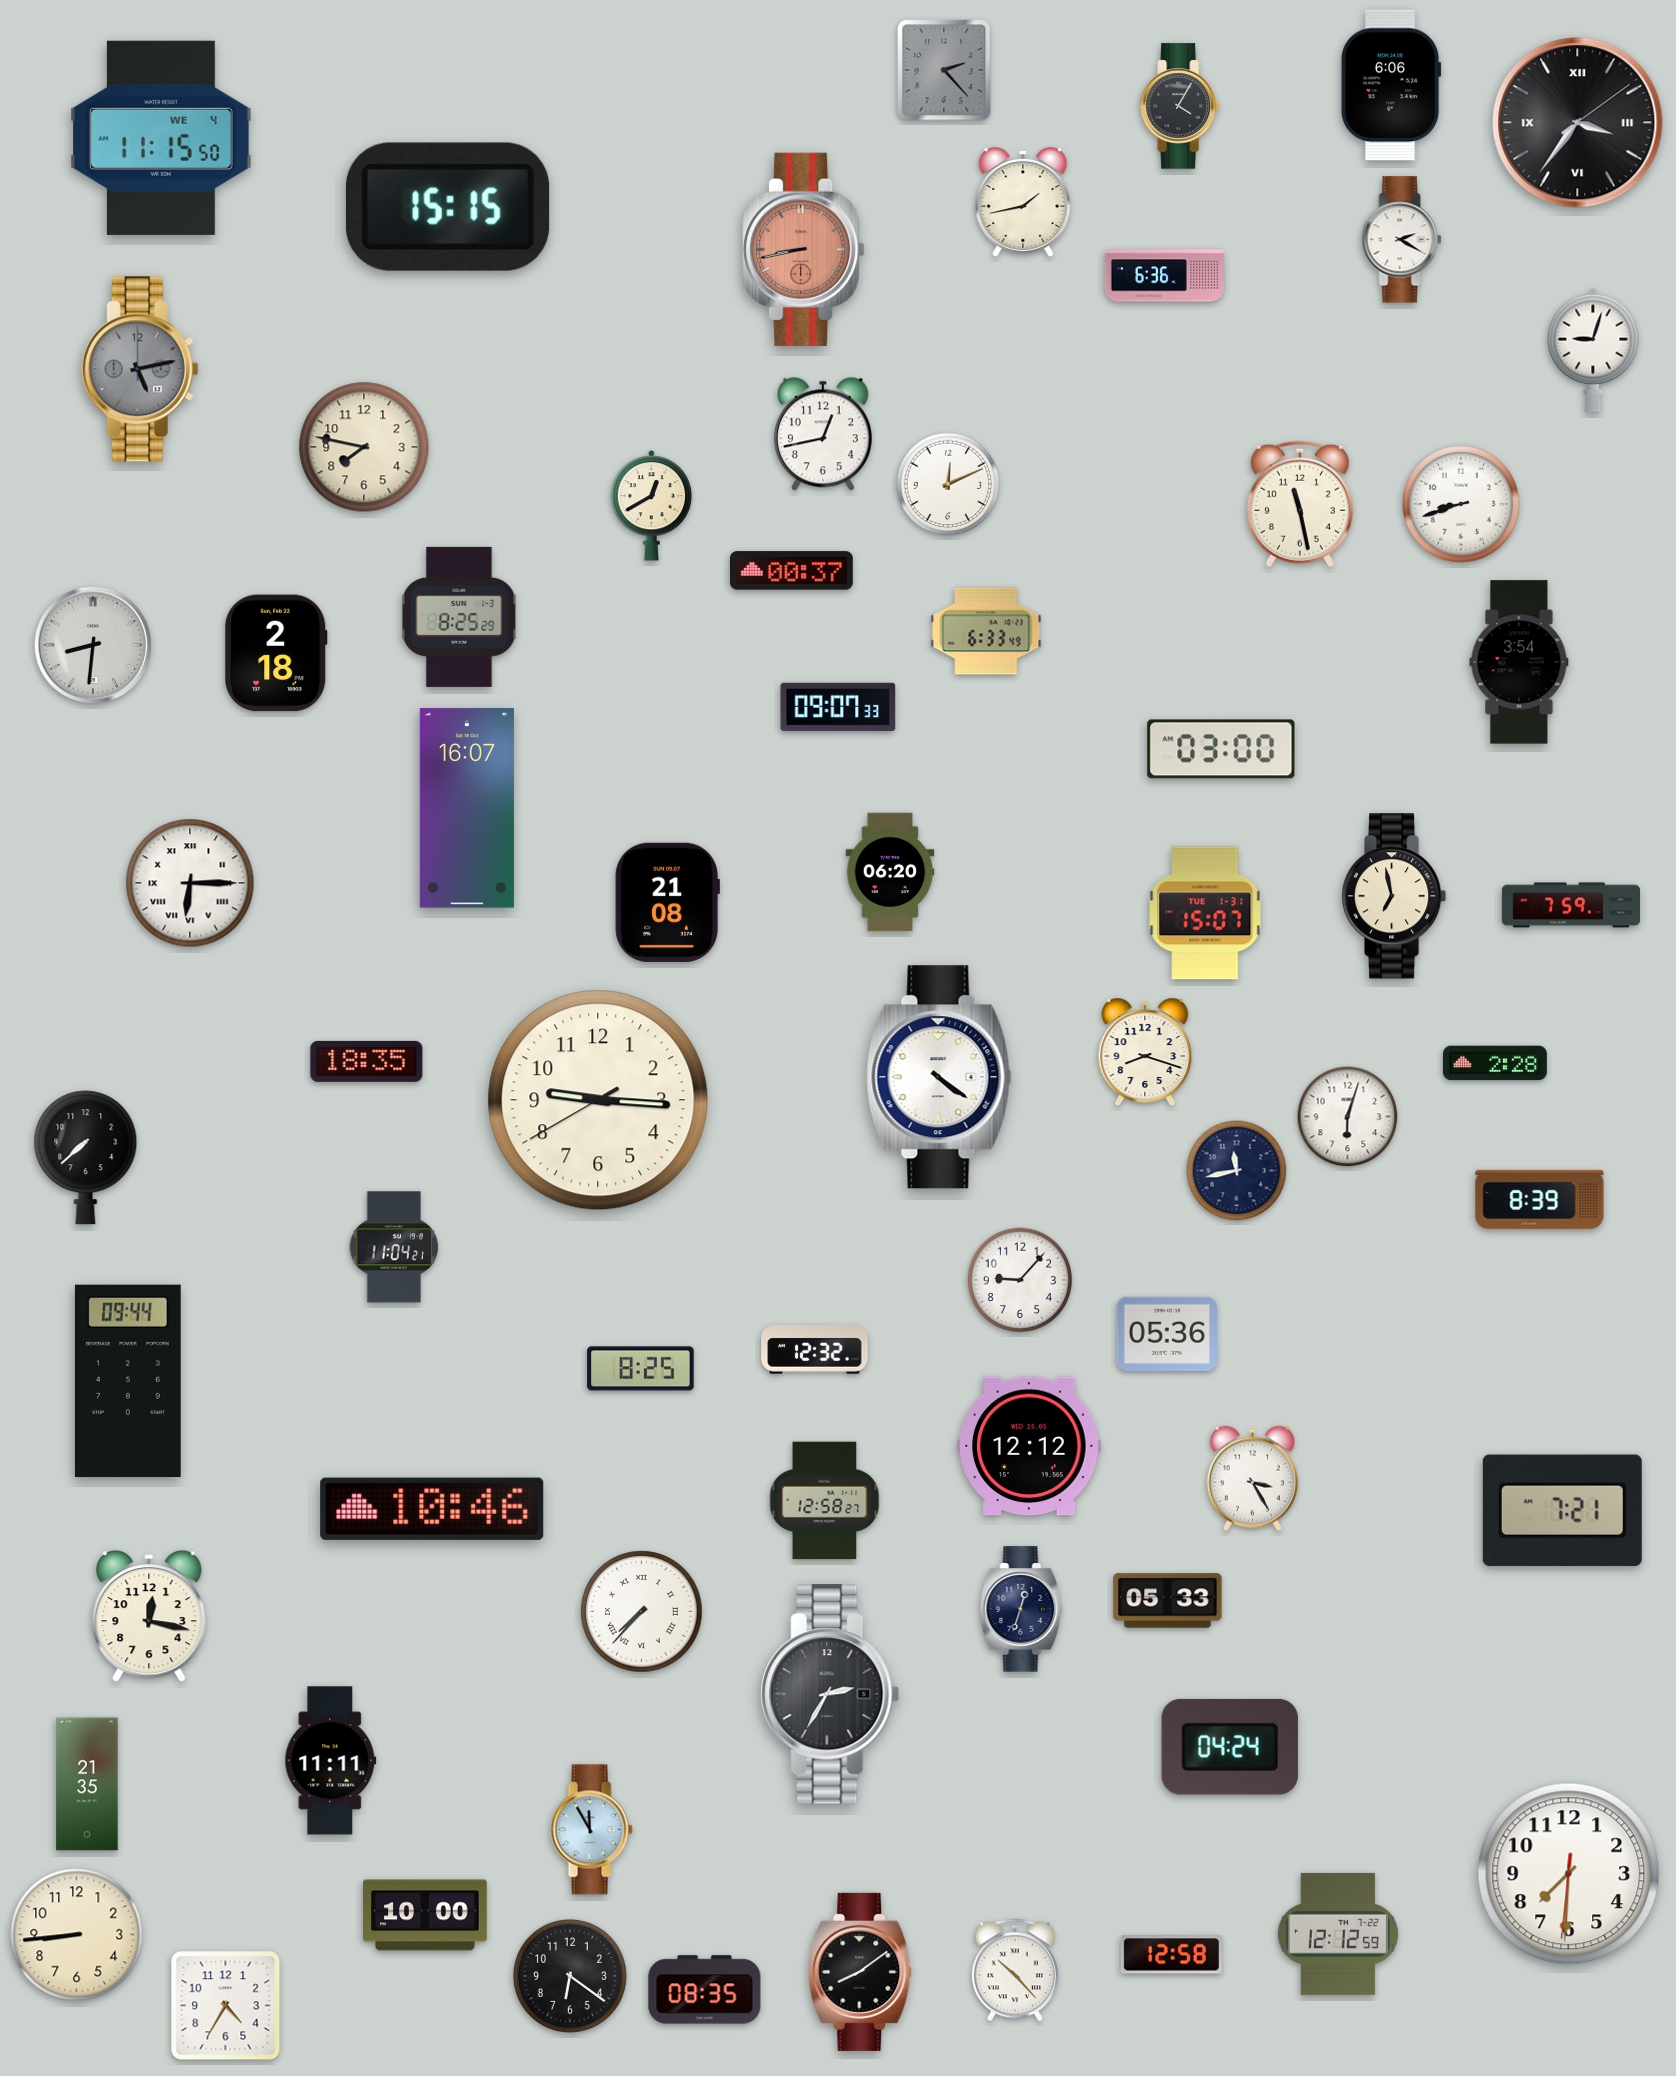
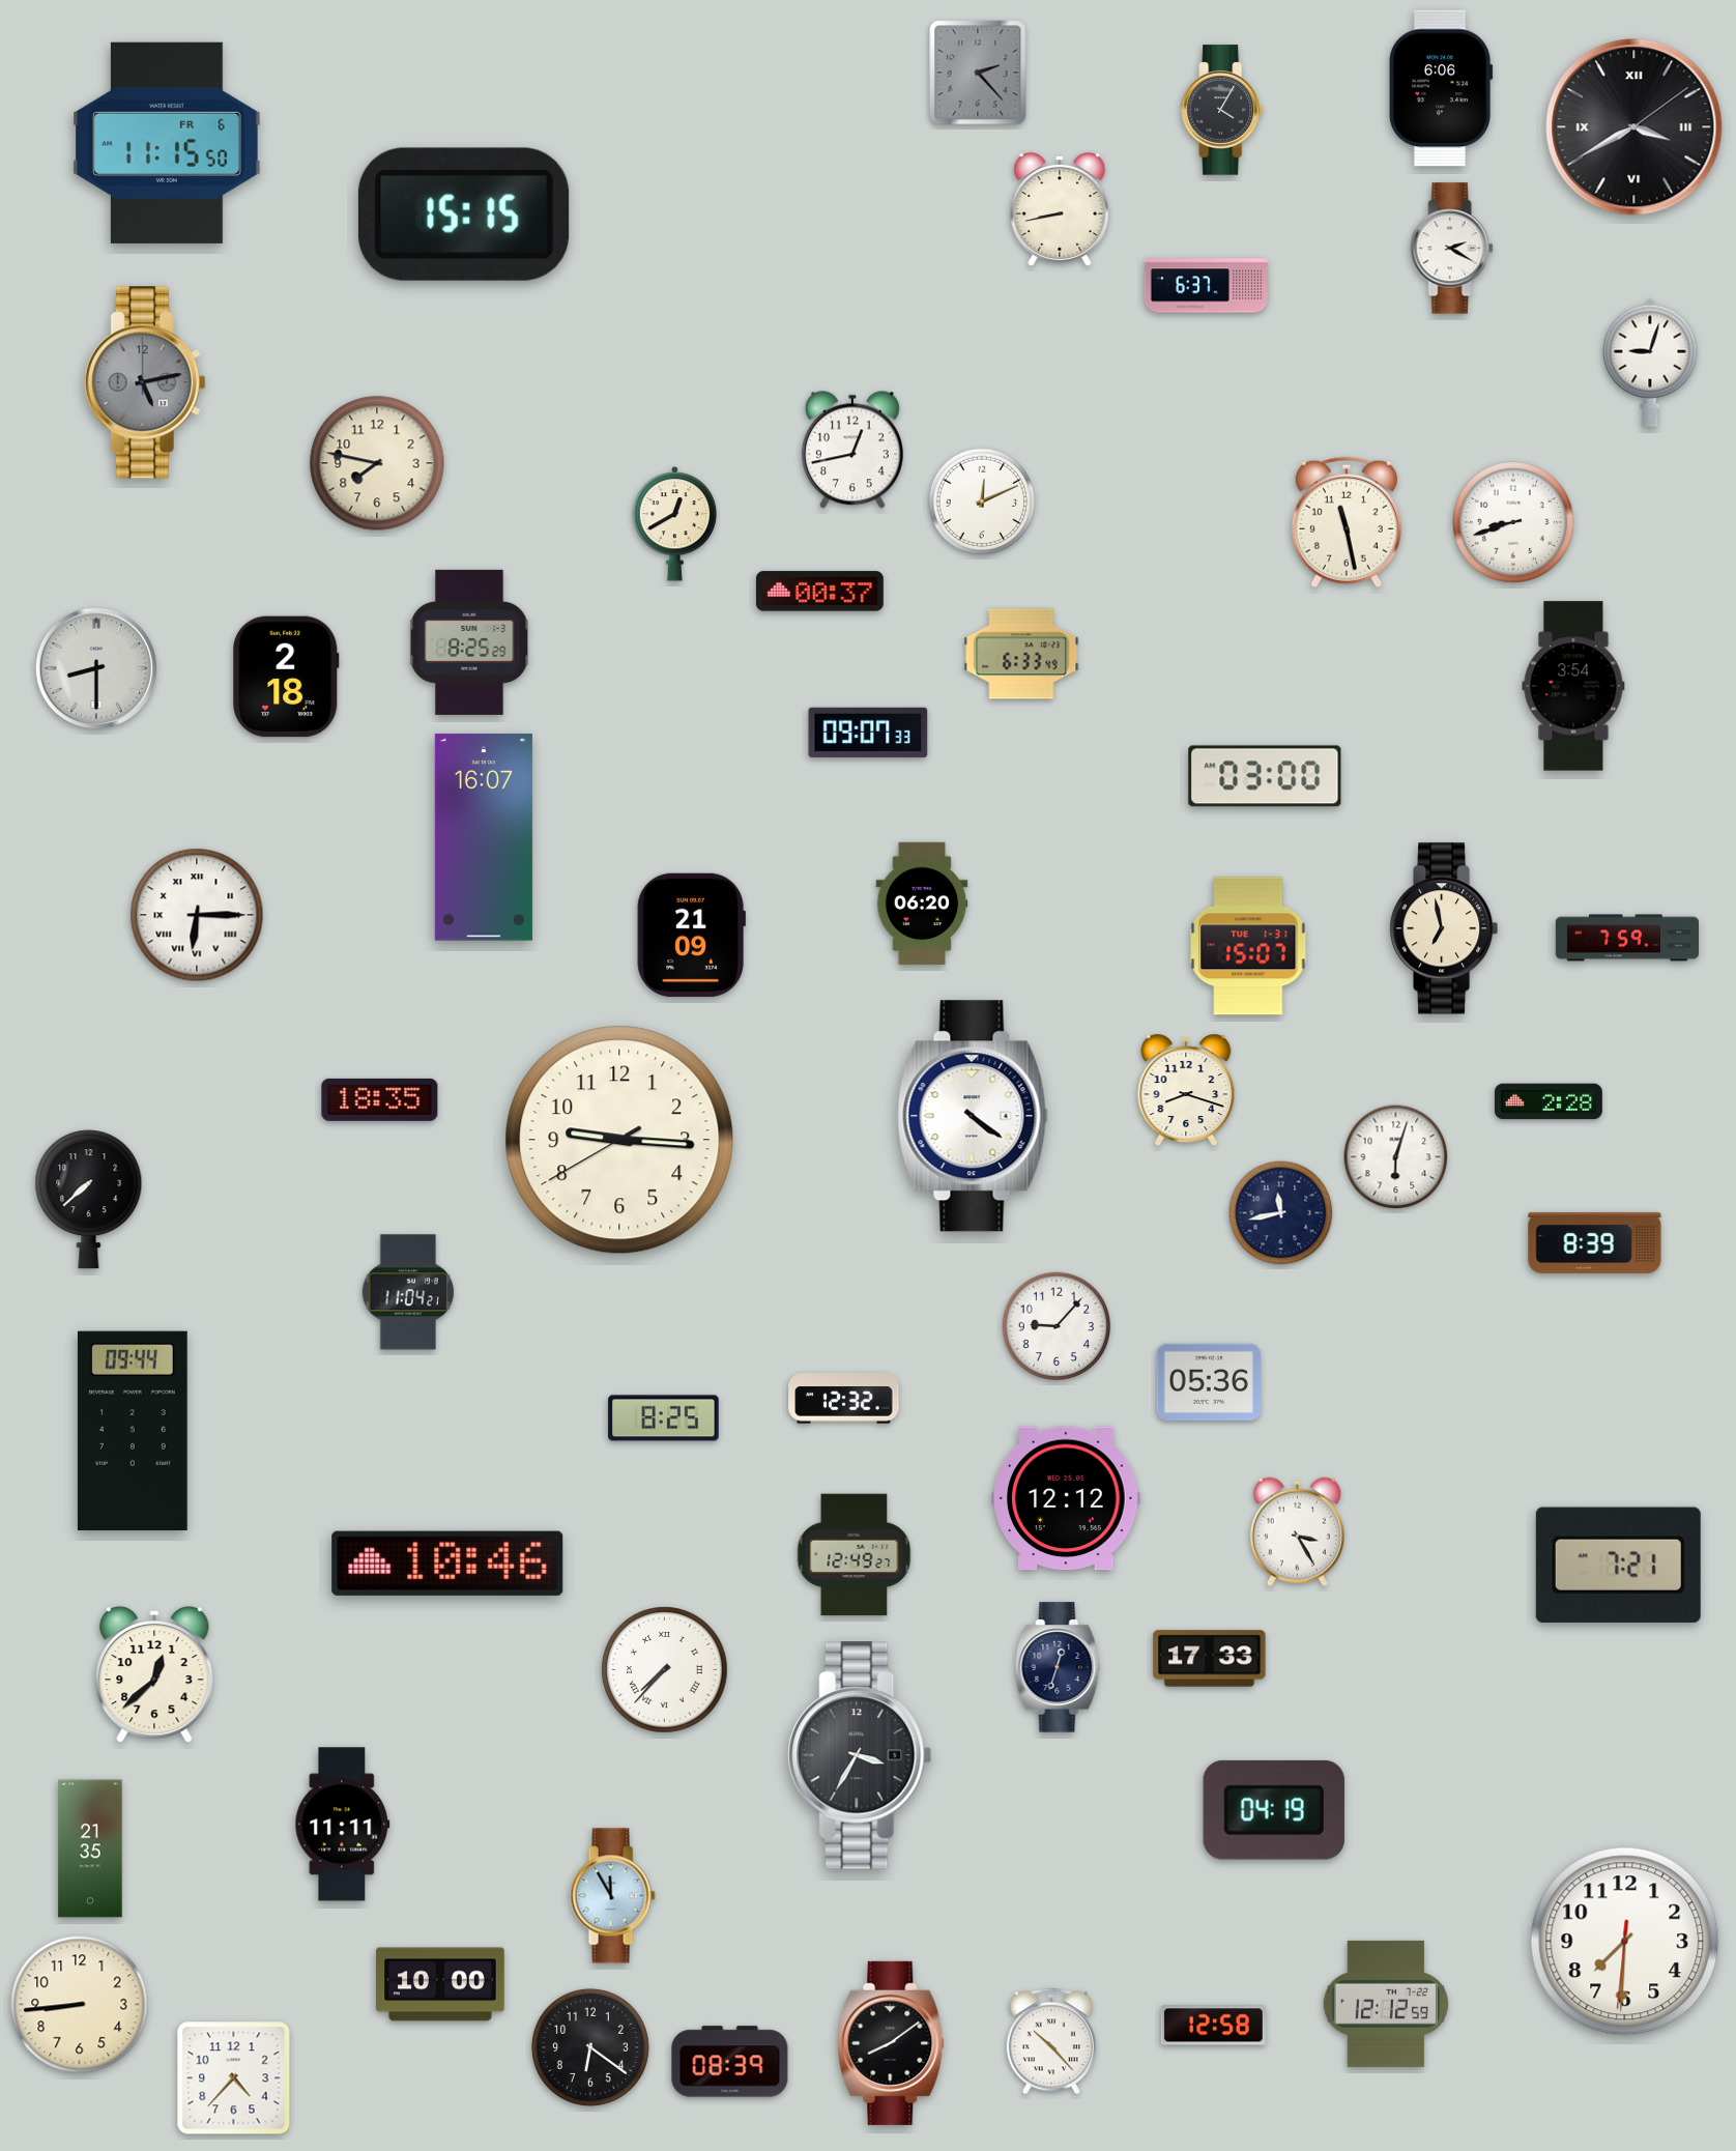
clock at (1578, 123): 3:36 -> 3:40
clock at (162, 138) date: WE 4 -> FR 6
clock at (1023, 203): 1:43 -> 8:43
clock at (804, 249): 8:43 -> none
clock at (1164, 276): 6:36 -> 6:37
clock at (459, 617) position: (459, 617) -> (469, 642)
clock at (93, 645): 8:31 -> 8:30
clock at (667, 902): 21:08 -> 21:09
clock at (825, 1501): 12:58 -> 12:49
clock at (1168, 1601): 05:33 -> 17:33
clock at (149, 1616): 12:17 -> 12:38
clock at (830, 1694): 2:35 -> 3:35
clock at (1230, 1747): 04:24 -> 04:19
clock at (705, 1990): 08:35 -> 08:39
clock at (226, 2006): 4:35 -> 4:37
